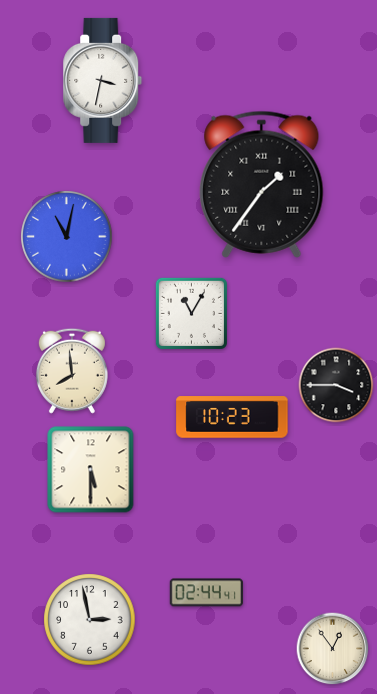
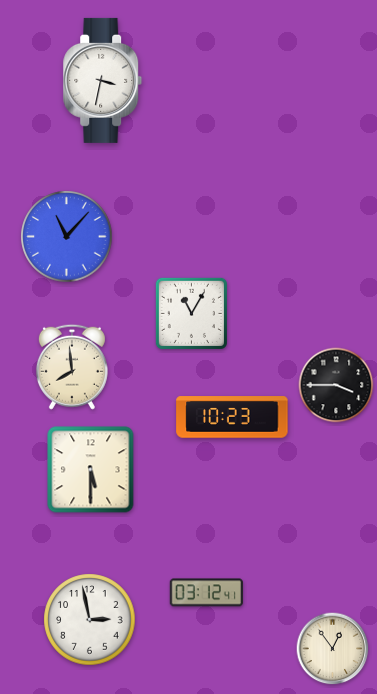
clock at (262, 184): 1:36 -> none
clock at (67, 237): 11:02 -> 11:07
clock at (72, 371) position: (72, 371) -> (72, 367)
clock at (206, 593): 02:44 -> 03:12
